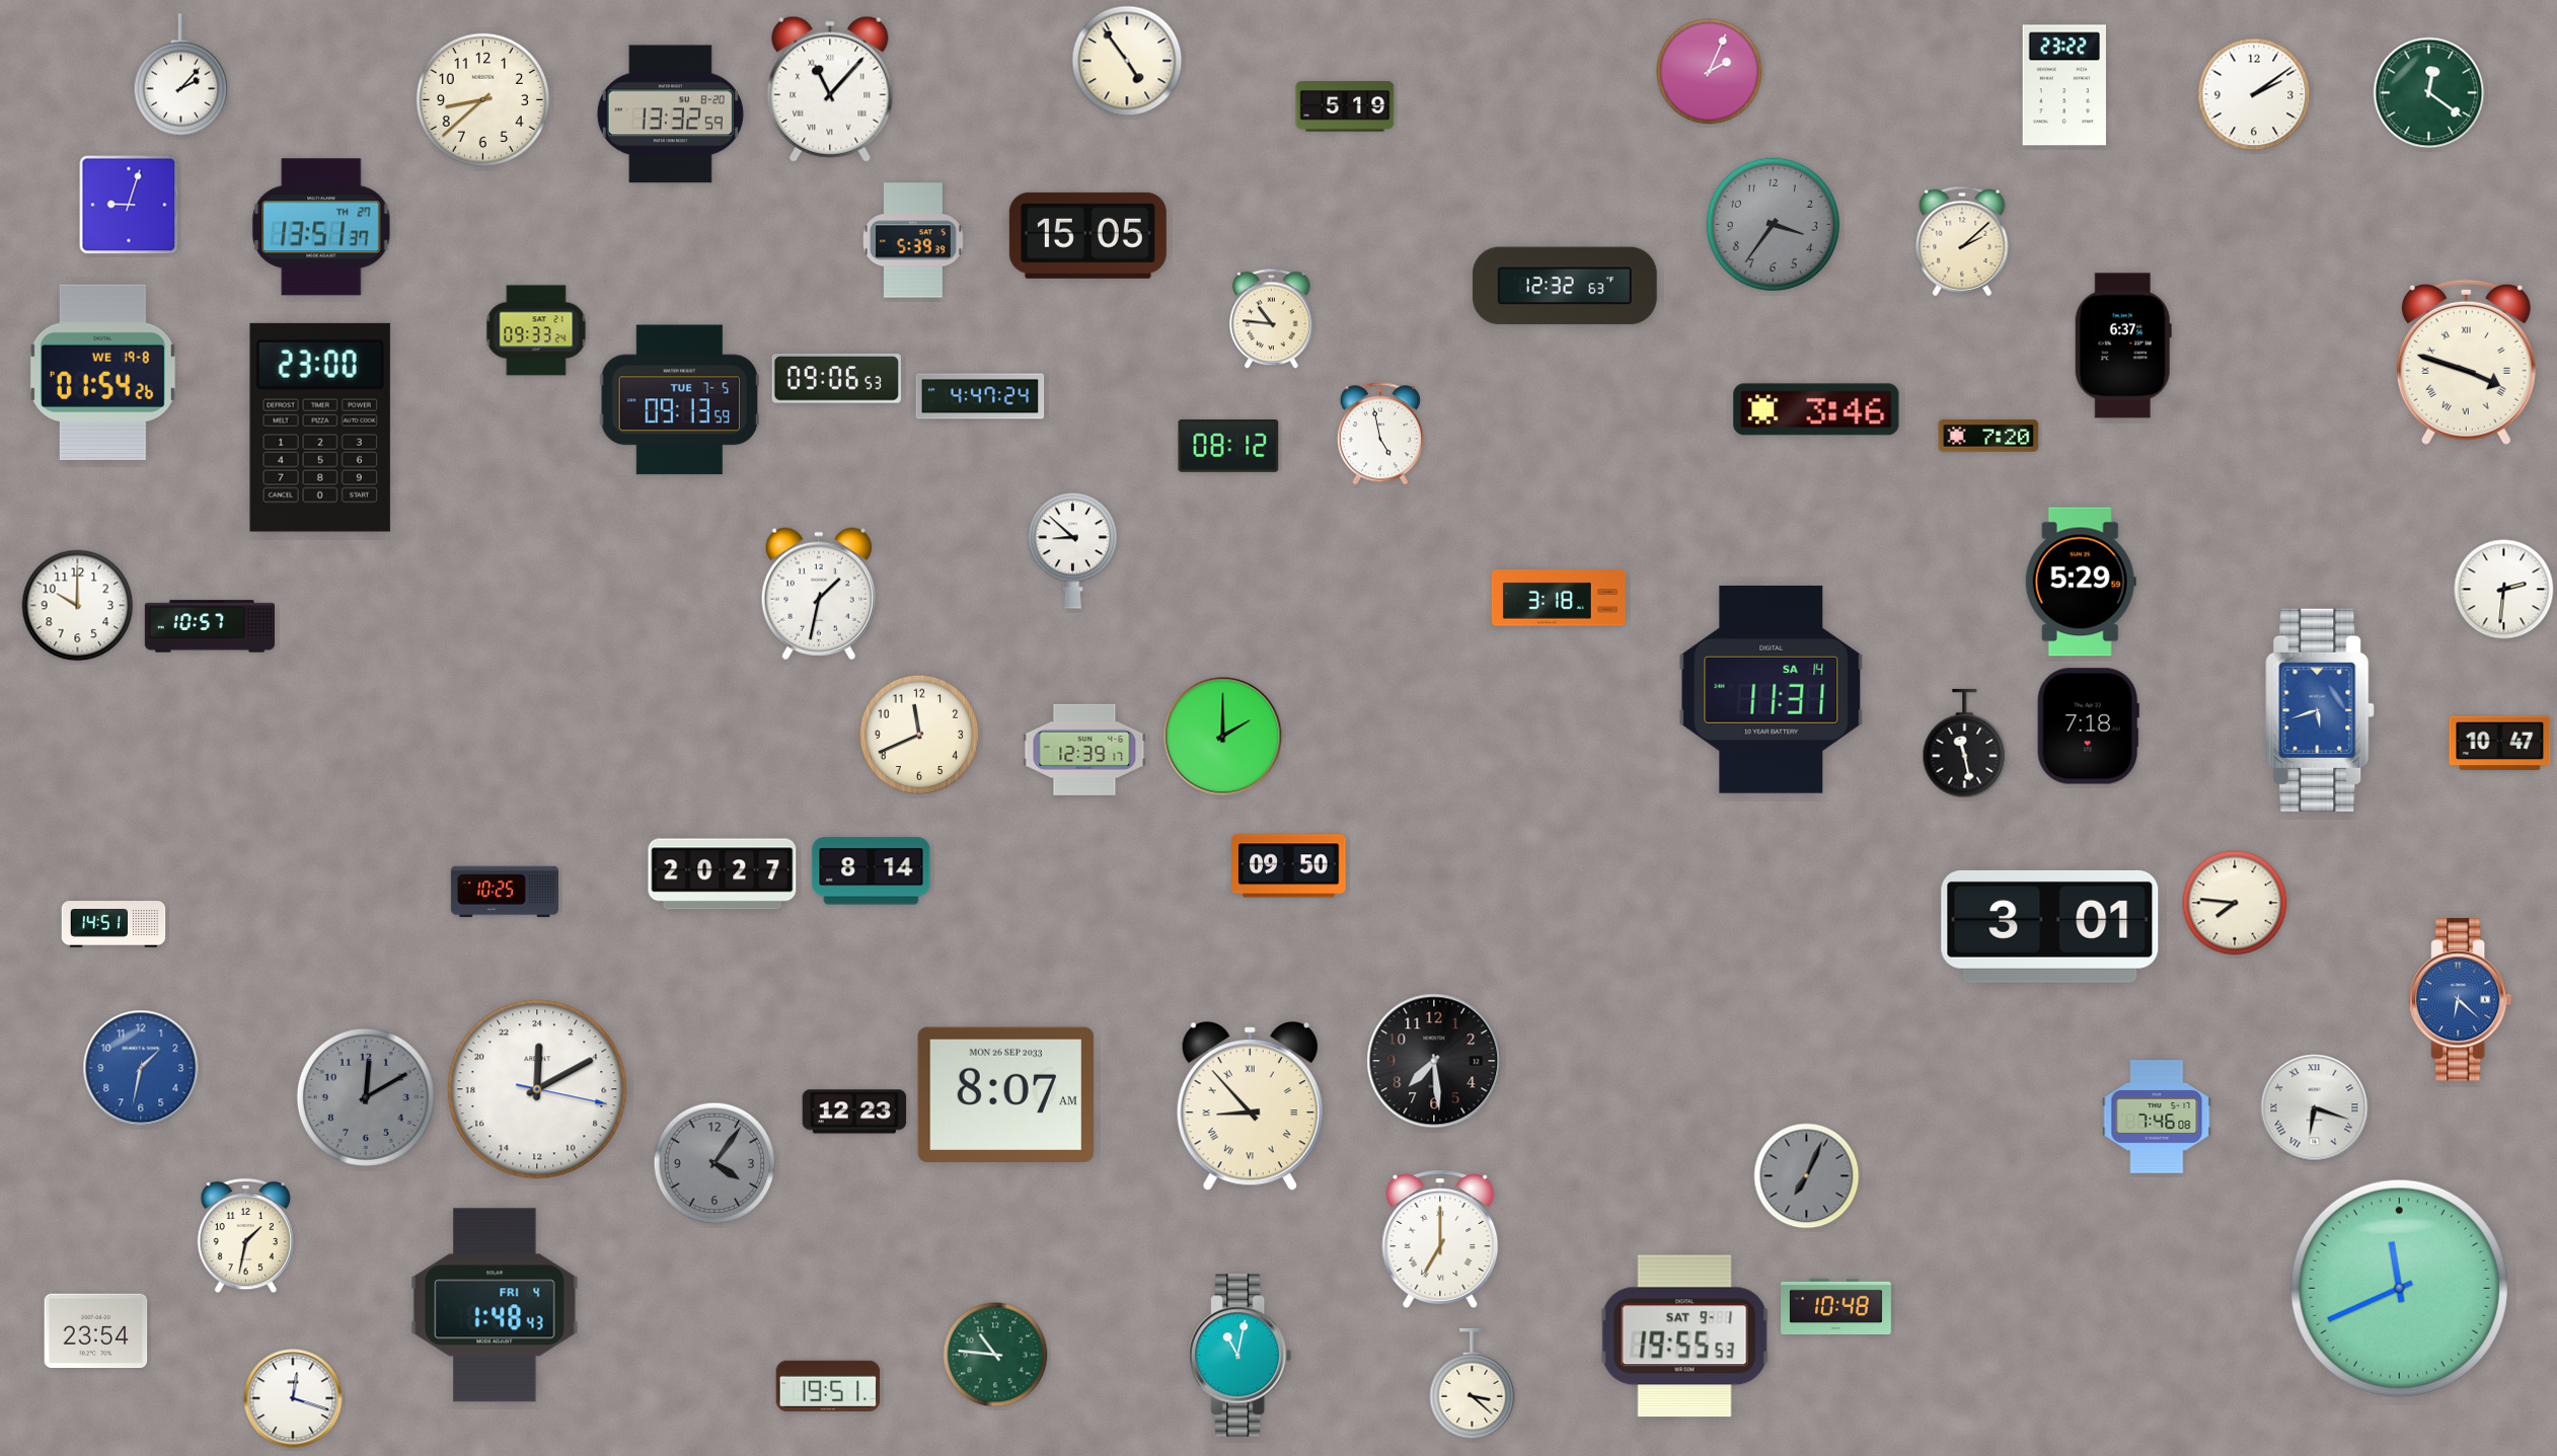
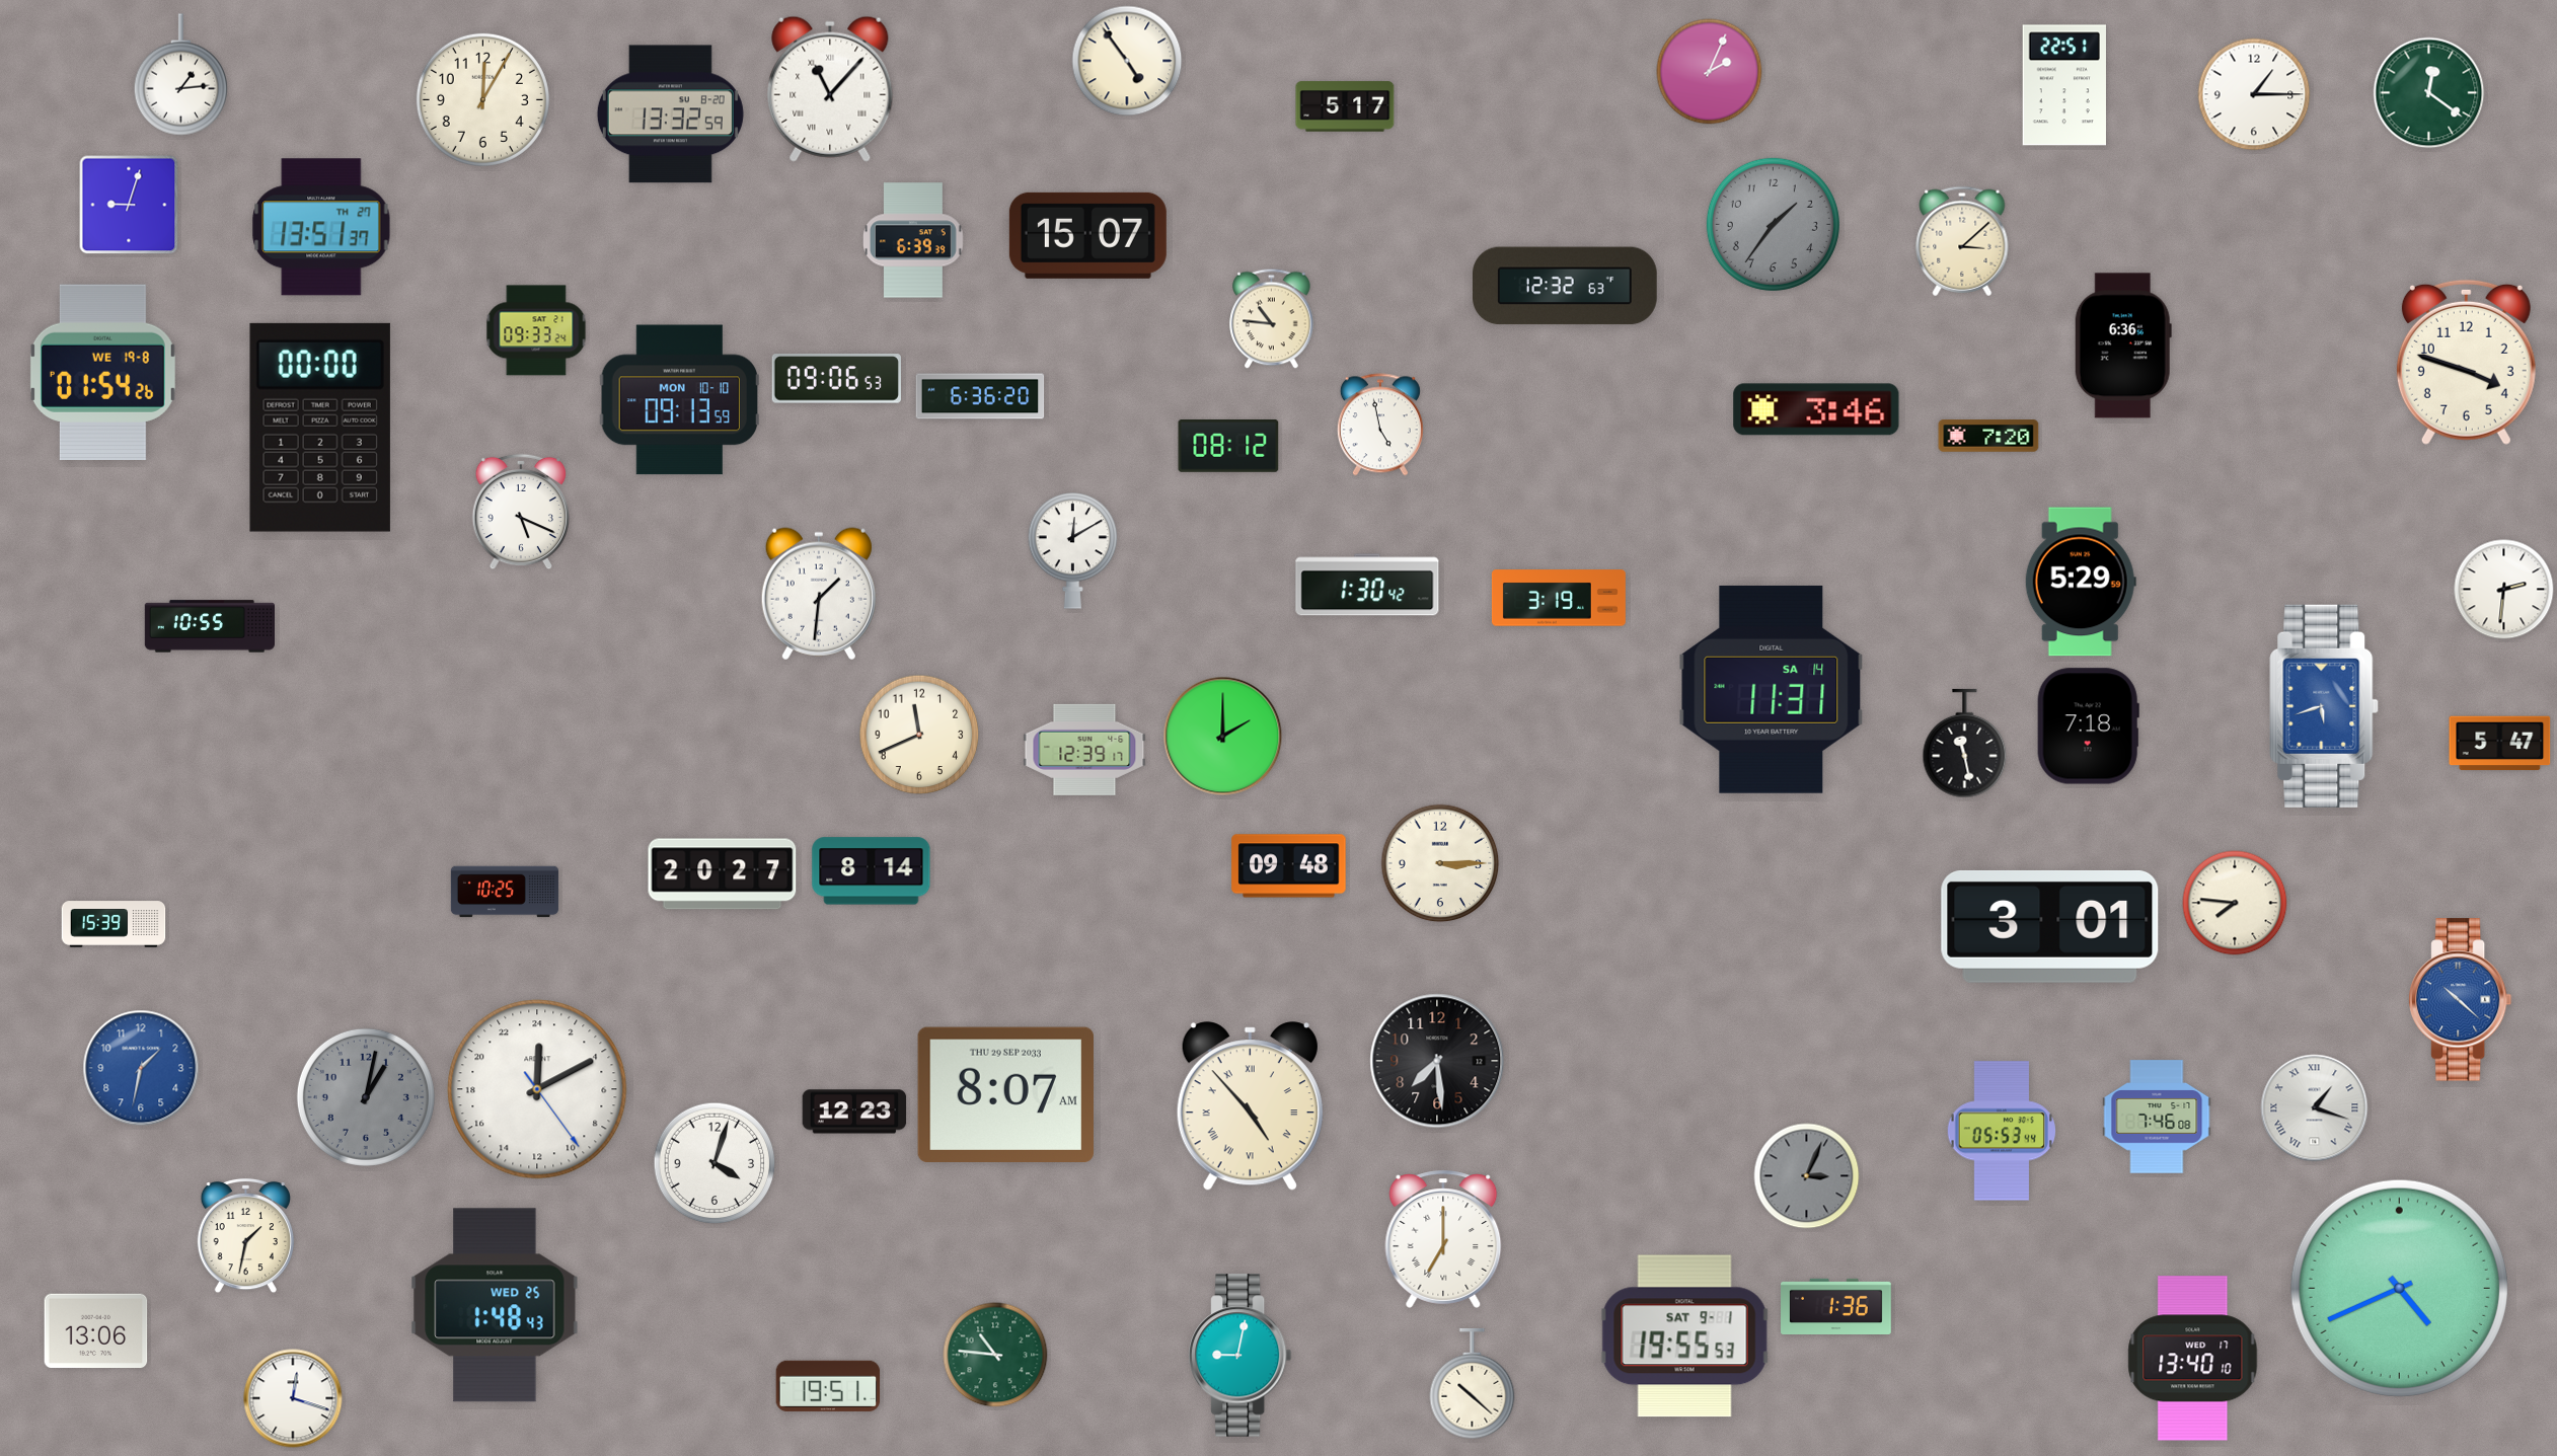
clock at (180, 75): 2:07 -> 1:14
clock at (2064, 85): 23:22 -> 22:51
clock at (2254, 94): 2:09 -> 1:15
clock at (482, 99): 8:38 -> 12:05
clock at (1345, 106): 5:19 -> 5:17
clock at (1773, 224): 3:36 -> 1:36
clock at (1087, 235): 15:05 -> 15:07
clock at (913, 240): 5:39 -> 6:39
clock at (1962, 241): 2:08 -> 3:08
clock at (2123, 346): 6:37 -> 6:36
clock at (2466, 362) numerals: Roman -> Arabic
clock at (980, 396): 4:47 -> 6:36
clock at (679, 400) date: TUE 7-5 -> MON 10-10
clock at (320, 428): 23:00 -> 00:00
clock at (1380, 434) position: (1380, 434) -> (1380, 425)
clock at (521, 512): none -> 5:19
clock at (1073, 551): 8:52 -> 12:10
clock at (1367, 585): none -> 1:30
clock at (819, 594): 1:32 -> 1:31
clock at (1559, 598): 3:18 -> 3:19
clock at (78, 606): 10:00 -> none
clock at (209, 626): 10:57 -> 10:55
clock at (2320, 710) position: (2320, 710) -> (2324, 706)
clock at (2500, 744): 10:47 -> 5:47
clock at (1440, 863): none -> 3:15
clock at (1289, 866): 09:50 -> 09:48
clock at (114, 924): 14:51 -> 15:39
clock at (2461, 1000): 6:22 -> 10:22
clock at (1434, 1061) position: (1434, 1061) -> (1437, 1061)
clock at (537, 1089): 0:10:17 -> 0:10:24
clock at (1005, 1094) date: MON 26 SEP 2033 -> THU 29 SEP 2033
clock at (366, 1097): 12:10 -> 1:02
clock at (1250, 1106): 8:53 -> 4:53
clock at (2315, 1108): 6:18 -> 1:18
clock at (2001, 1131): none -> 05:53
clock at (715, 1163): 4:06 -> 4:03
clock at (715, 1163) dial: grey -> white
clock at (1807, 1176): 7:04 -> 3:04
clock at (1440, 1239) position: (1440, 1239) -> (1443, 1239)
clock at (2399, 1288): 11:41 -> 4:41
clock at (495, 1305) date: FRI 4 -> WED 25
clock at (1836, 1306): 10:48 -> 1:36
clock at (96, 1331): 23:54 -> 13:06
clock at (1240, 1356): 11:02 -> 9:02
clock at (2193, 1359): none -> 13:40
clock at (1473, 1384): 3:22 -> 10:22
